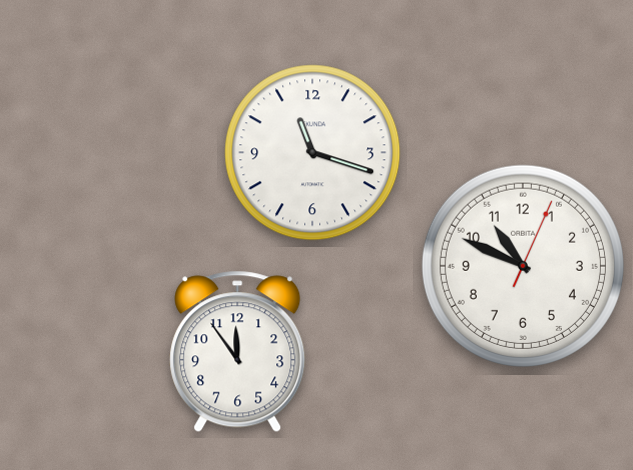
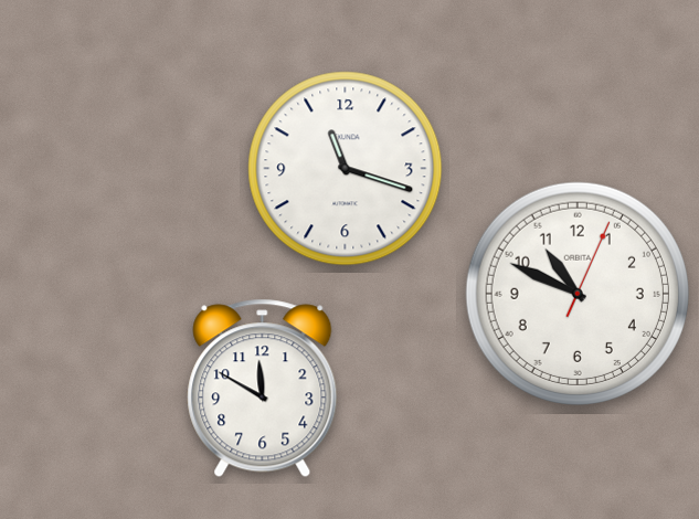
clock at (238, 352): 11:54 -> 11:50
